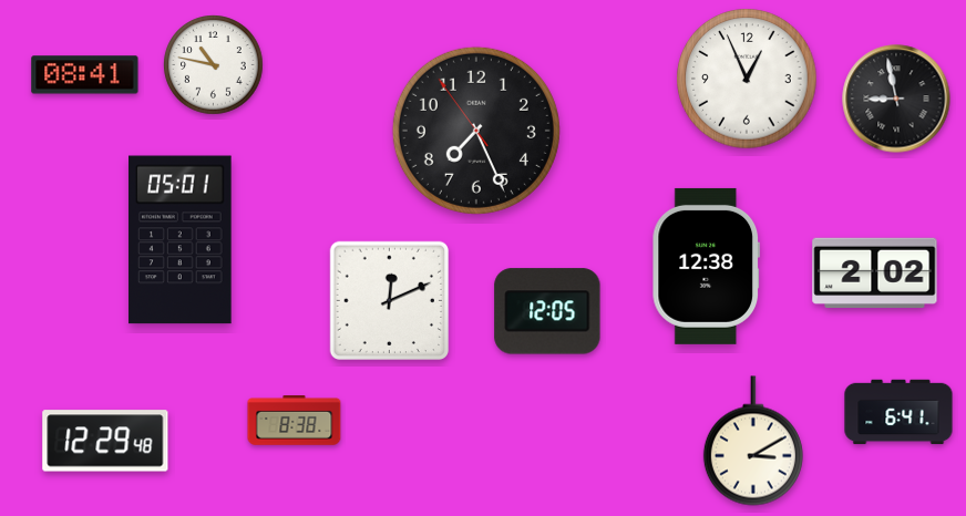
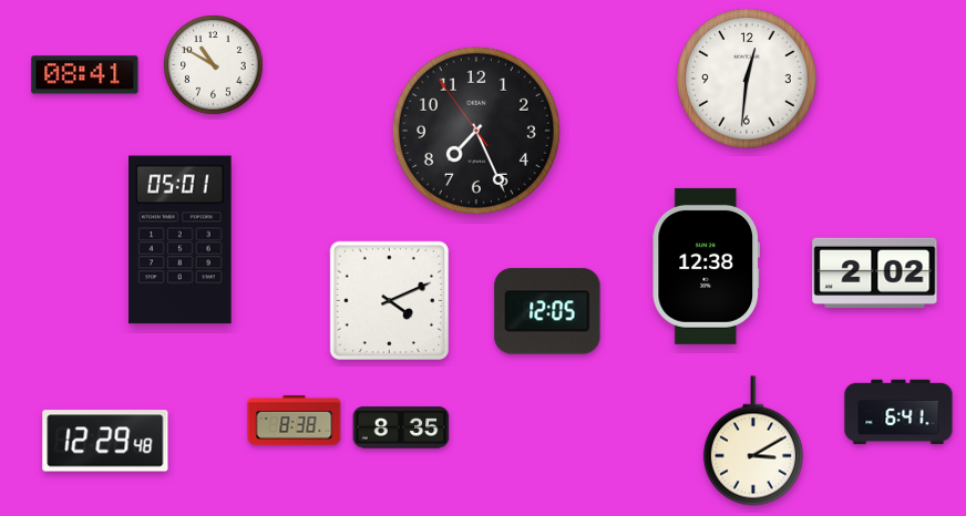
clock at (214, 65): 10:47 -> 10:50
clock at (747, 79): 12:56 -> 12:31
clock at (896, 99): 8:58 -> none
clock at (390, 301): 12:11 -> 4:11
clock at (401, 427): none -> 8:35
